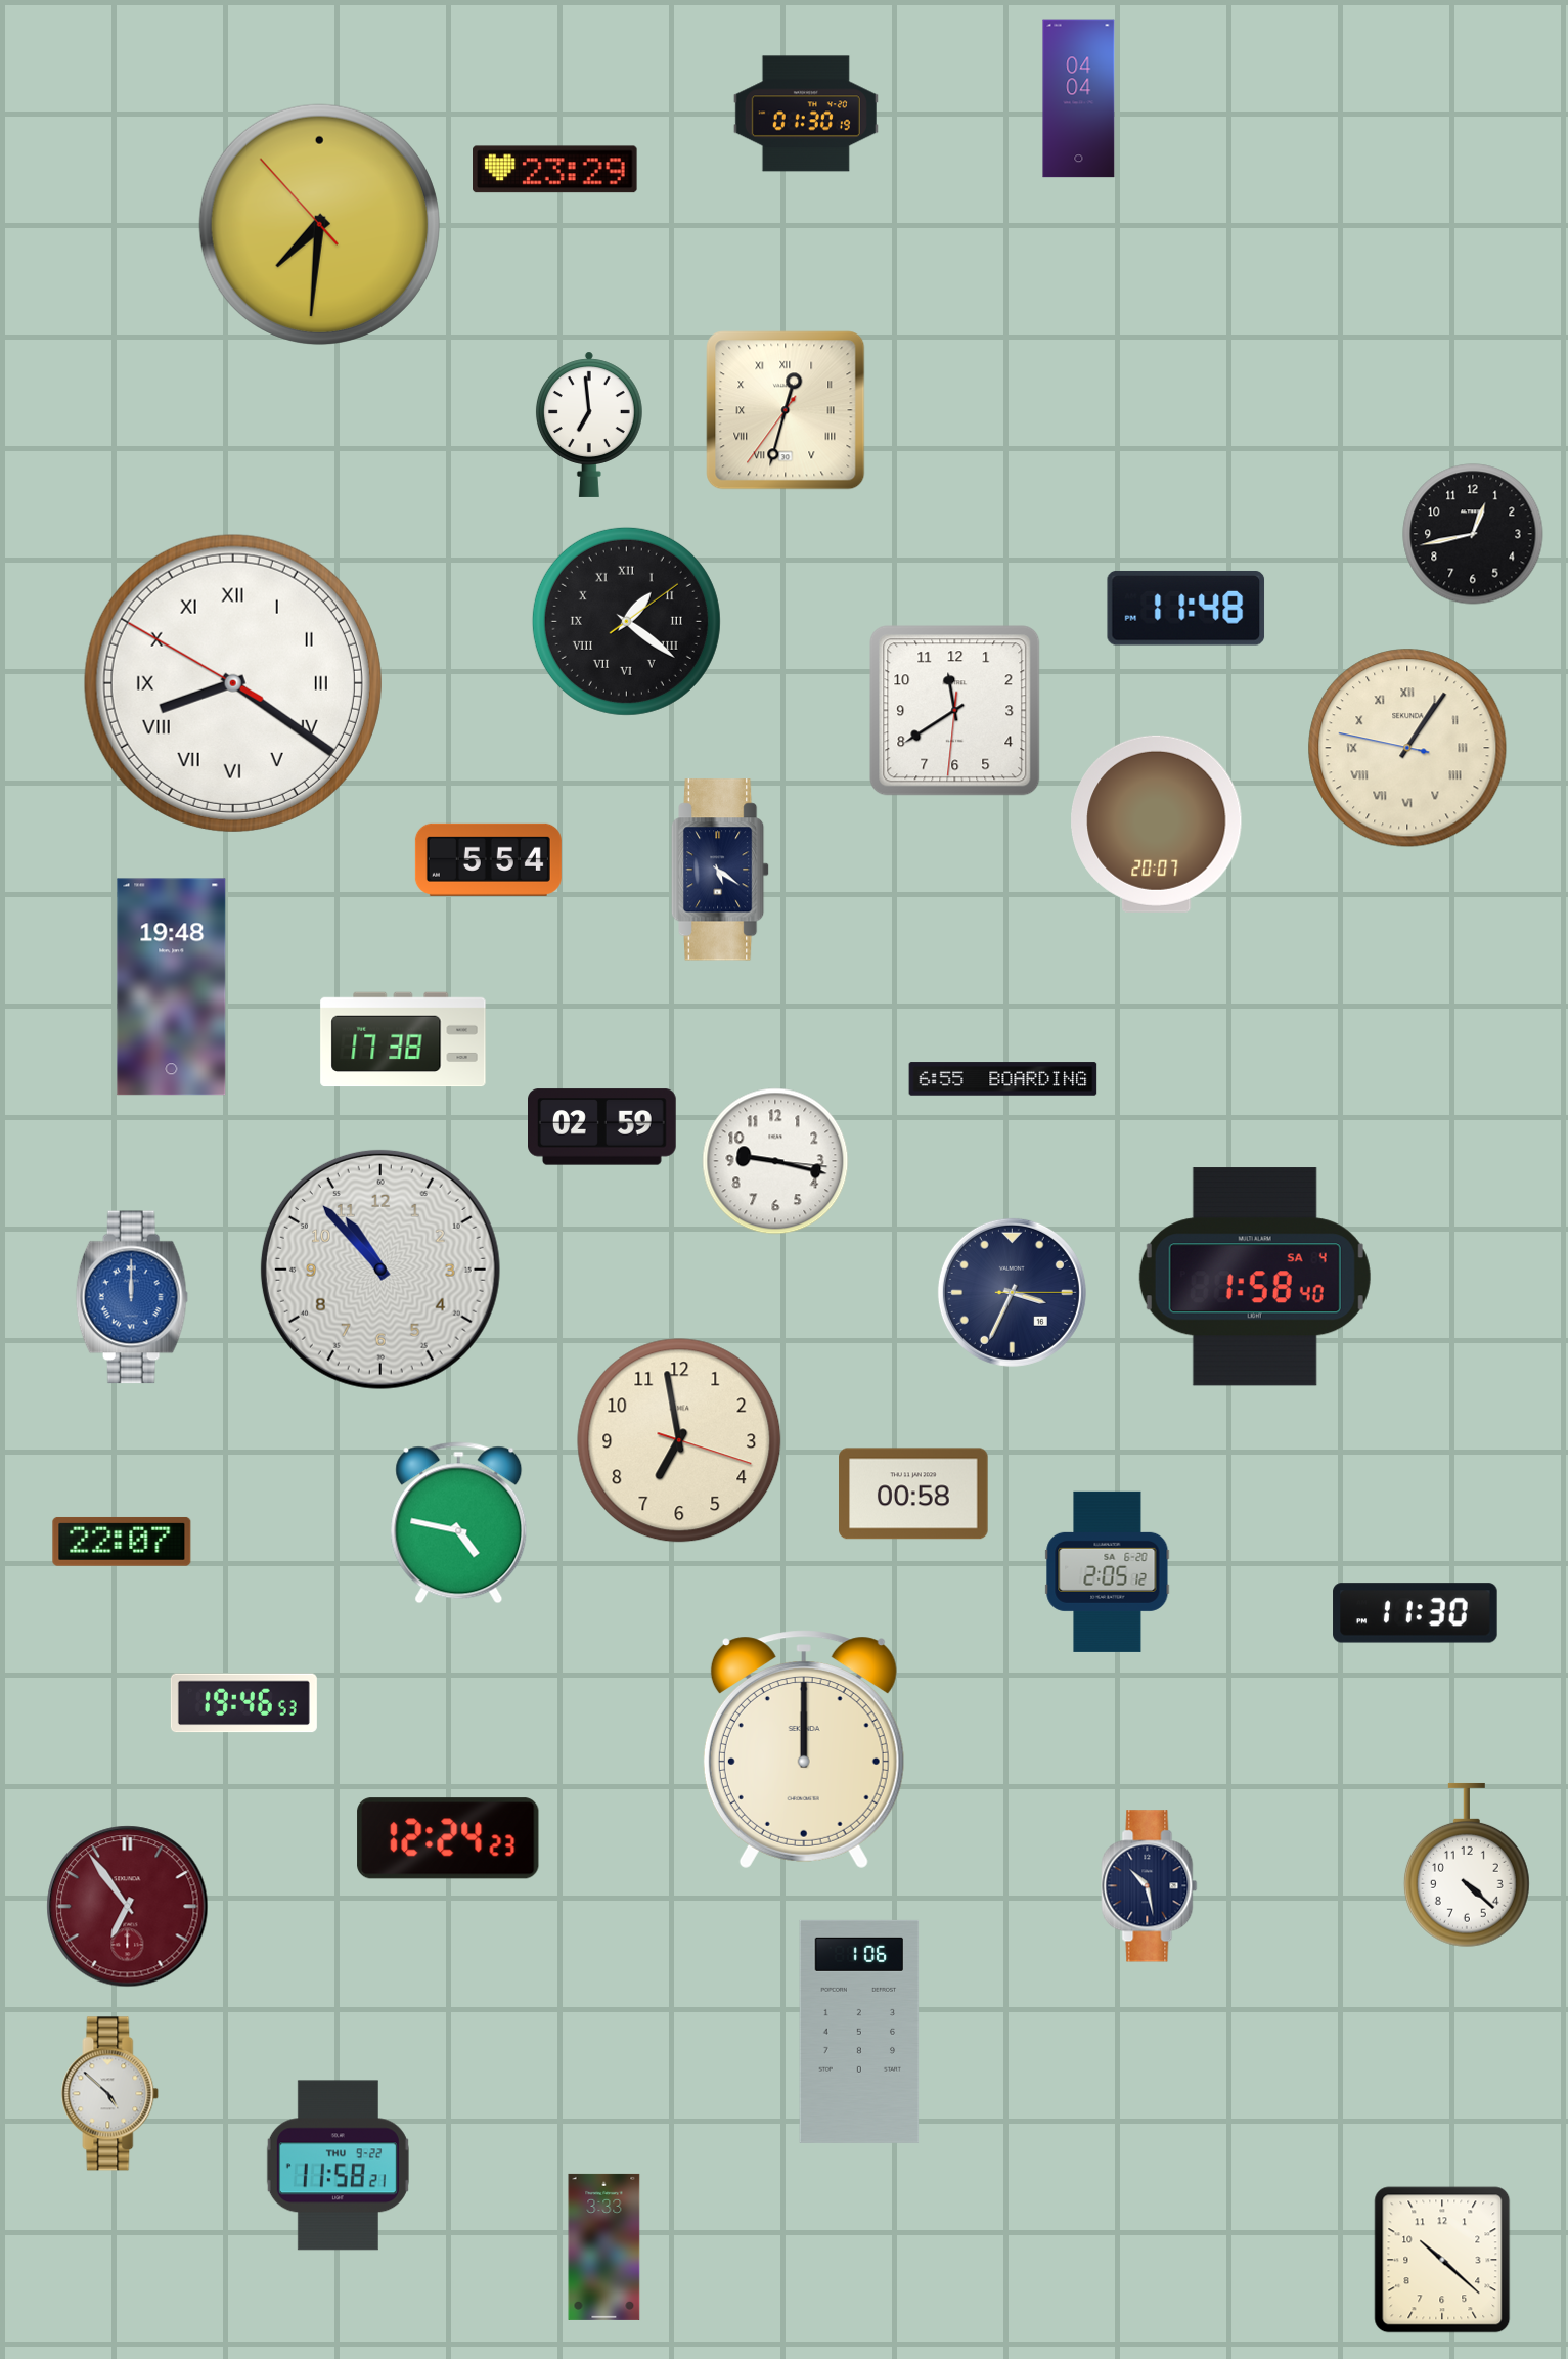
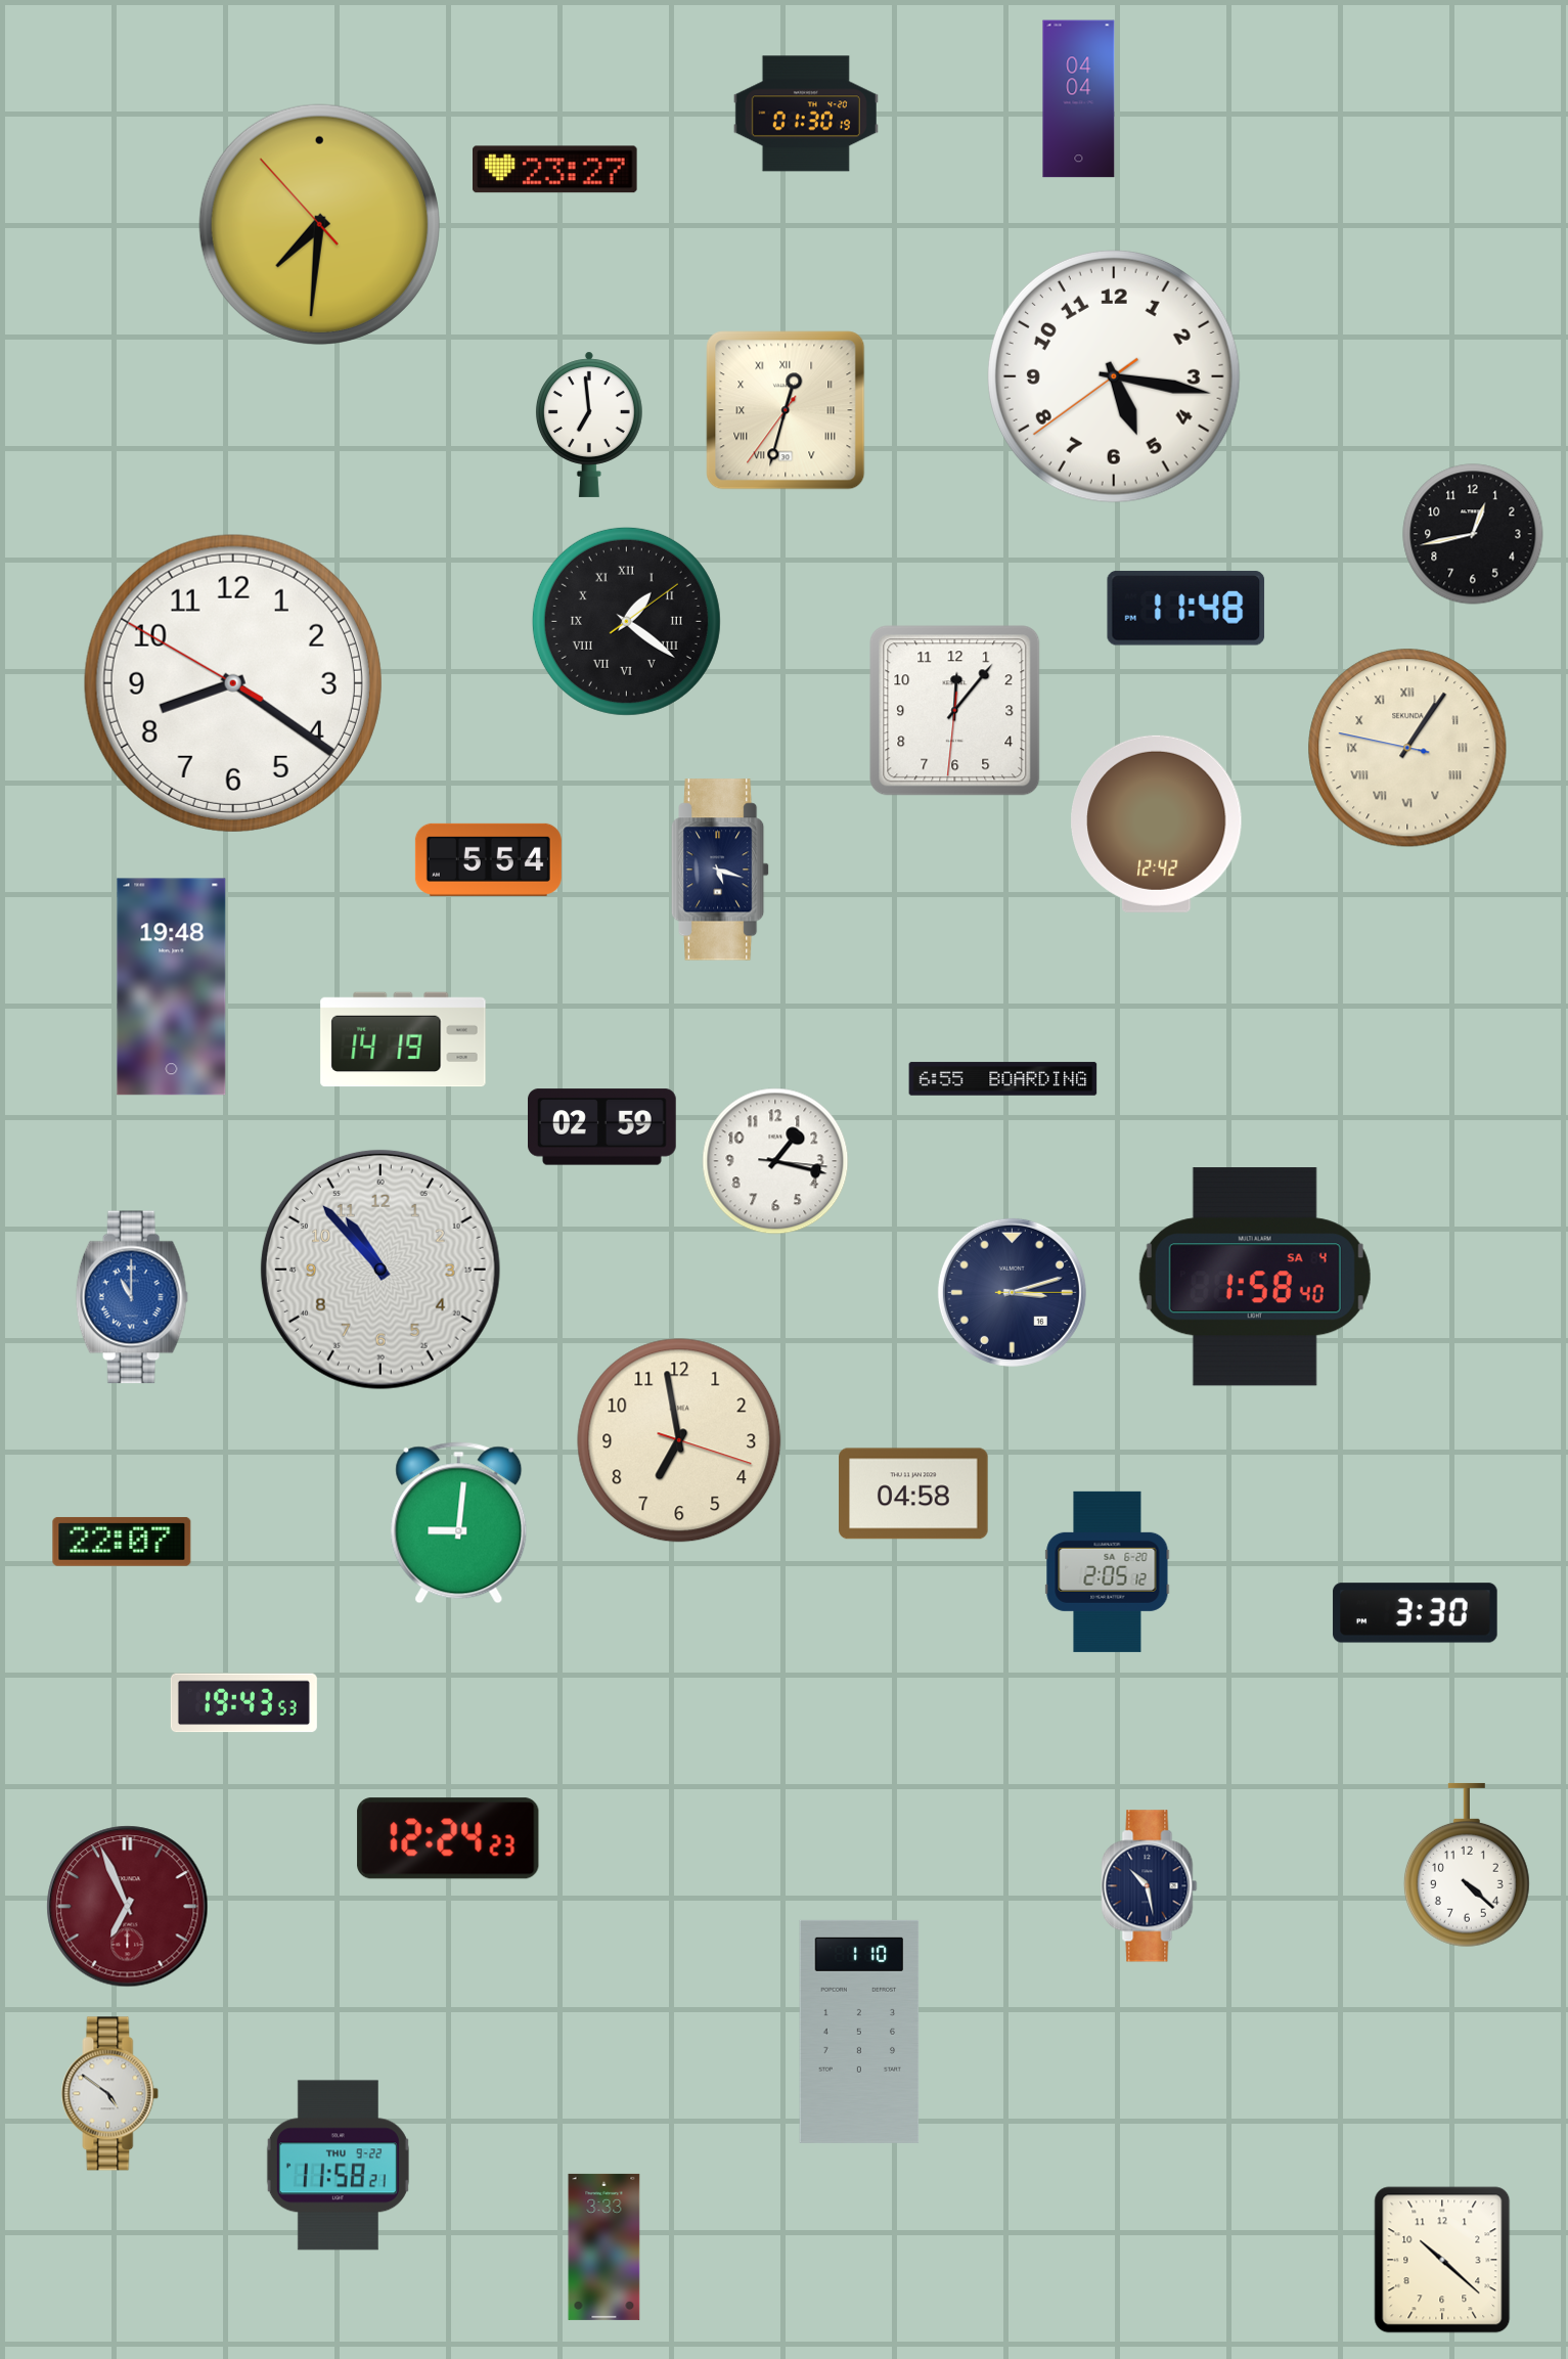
clock at (555, 170): 23:29 -> 23:27
clock at (1114, 376): none -> 5:16
clock at (233, 683) numerals: Roman -> Arabic
clock at (955, 711): 11:39 -> 12:06
clock at (1157, 824): 20:07 -> 12:42
clock at (720, 870): 5:21 -> 5:18
clock at (403, 1039): 17:38 -> 14:19
clock at (775, 1161): 9:17 -> 1:17
clock at (1012, 1292): 3:34 -> 3:12
clock at (132, 1297): 12:00 -> 11:00
clock at (913, 1494): 00:58 -> 04:58
clock at (459, 1523): 4:47 -> 9:01
clock at (1416, 1613): 11:30 -> 3:30
clock at (243, 1703): 19:46 -> 19:43
clock at (804, 1749): 12:00 -> none
clock at (128, 1907): 6:54 -> 6:56
clock at (859, 2032): 1:06 -> 1:10
clock at (110, 2094): 4:52 -> 4:51
